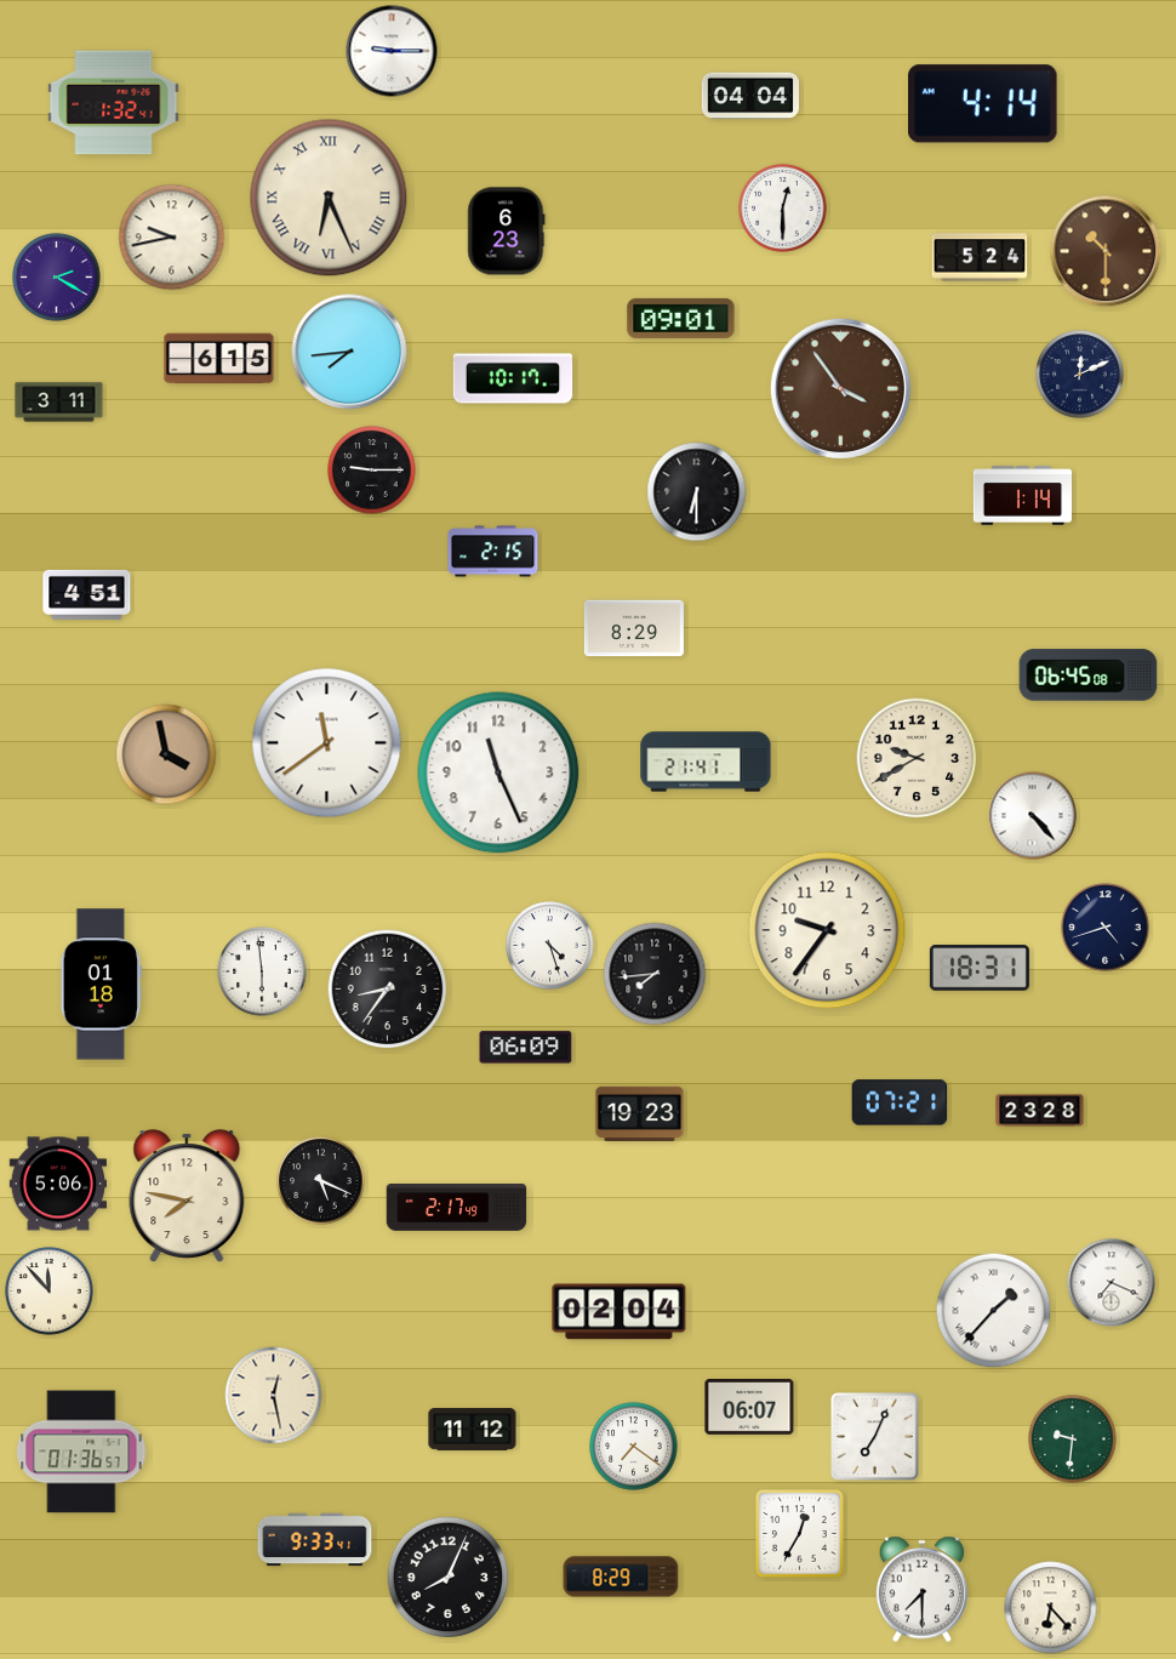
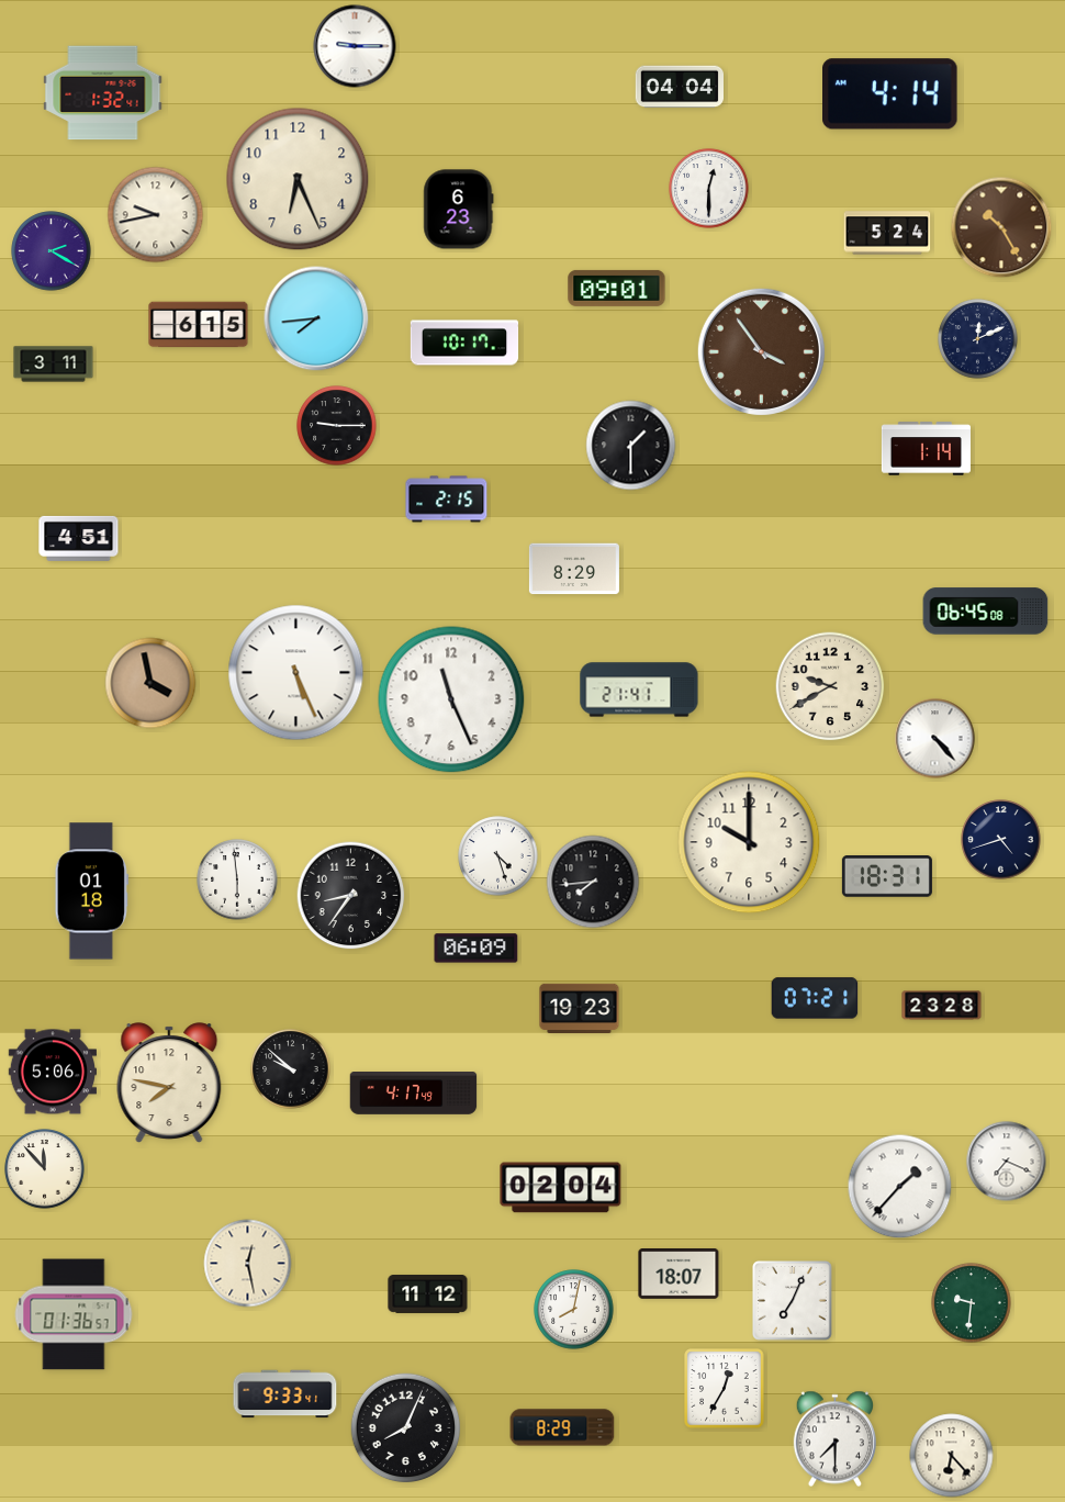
clock at (329, 198) numerals: Roman -> Arabic
clock at (1106, 251): 10:30 -> 10:25
clock at (697, 492): 6:30 -> 1:30
clock at (327, 743): 11:39 -> 5:26
clock at (827, 930): 9:36 -> 10:00
clock at (321, 1181): 5:19 -> 9:52
clock at (457, 1208): 2:17 -> 4:17
clock at (749, 1407): 06:07 -> 18:07
clock at (634, 1447): 7:21 -> 8:02
